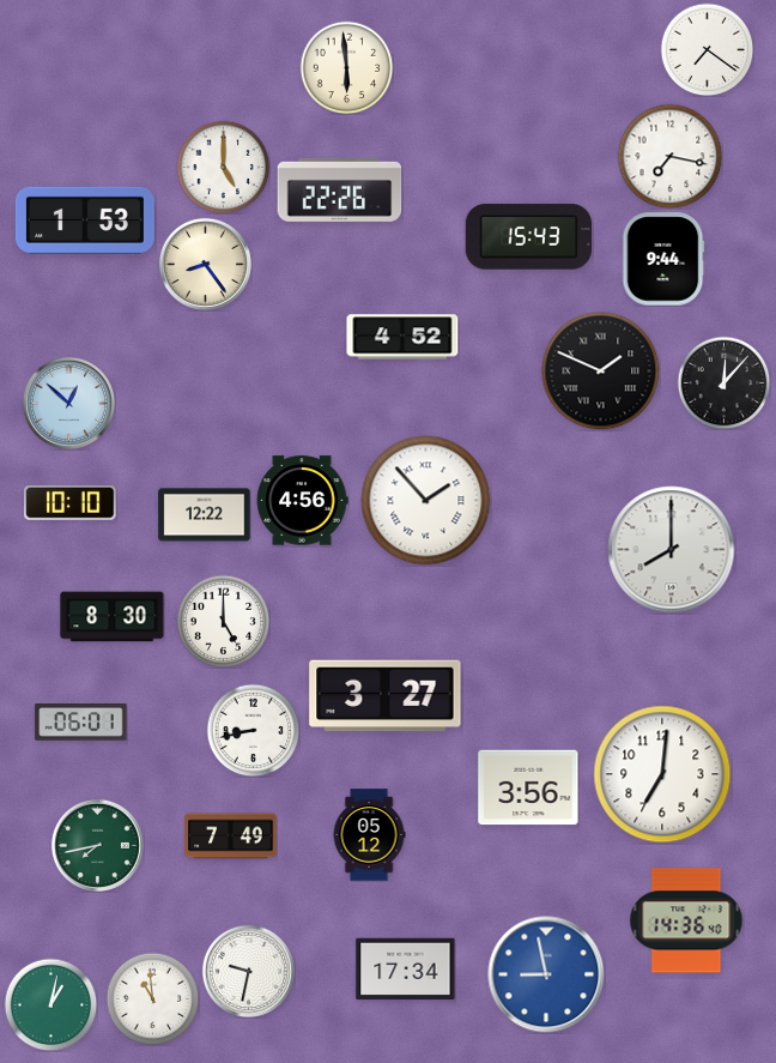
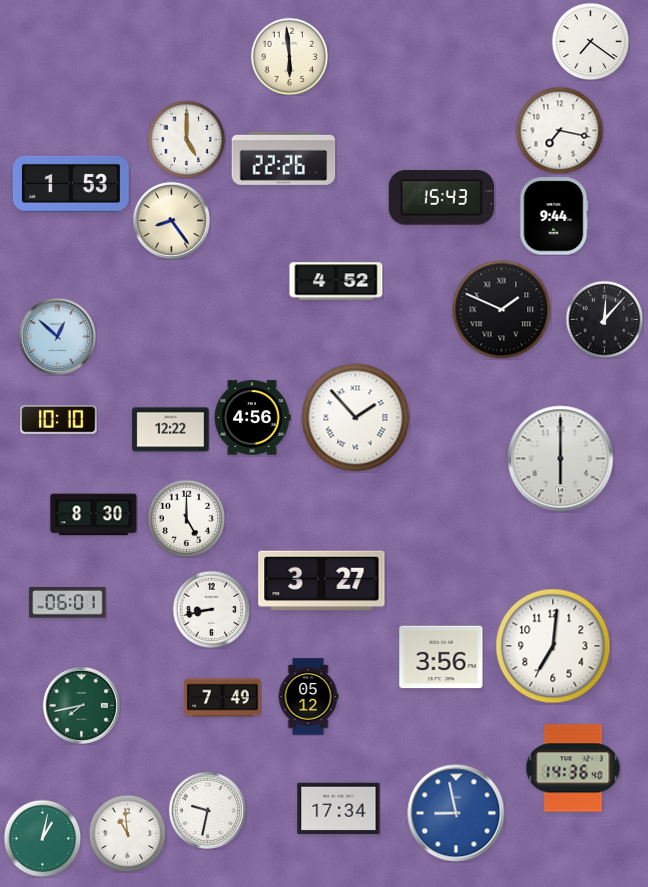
clock at (672, 550): 8:00 -> 6:00
clock at (231, 836) position: (231, 836) -> (223, 698)
